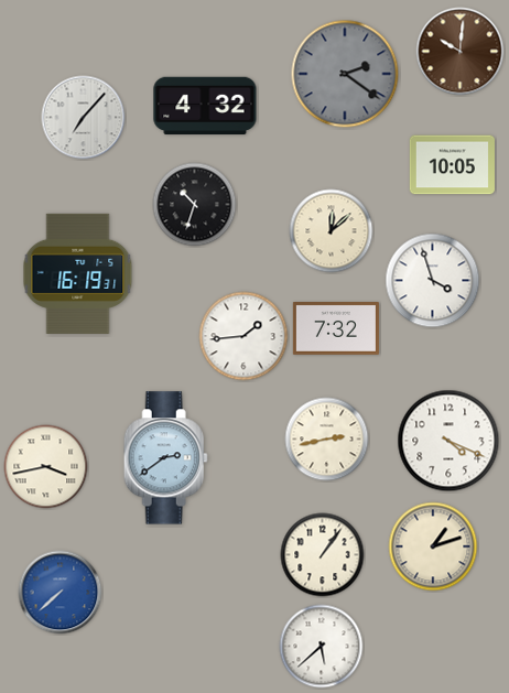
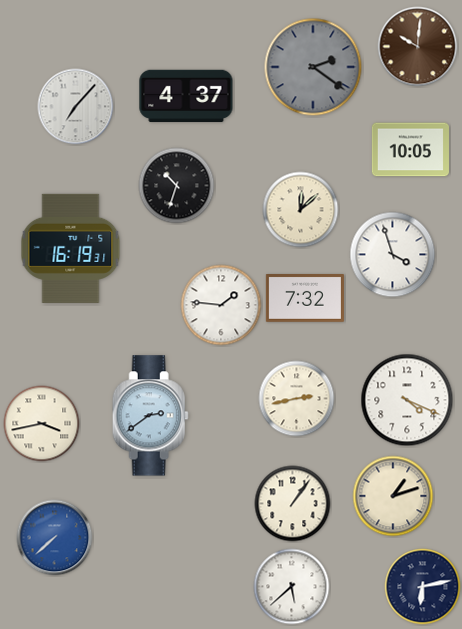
clock at (205, 106): 4:32 -> 4:37
clock at (243, 336): 1:44 -> 1:46
clock at (423, 587): none -> 6:13
